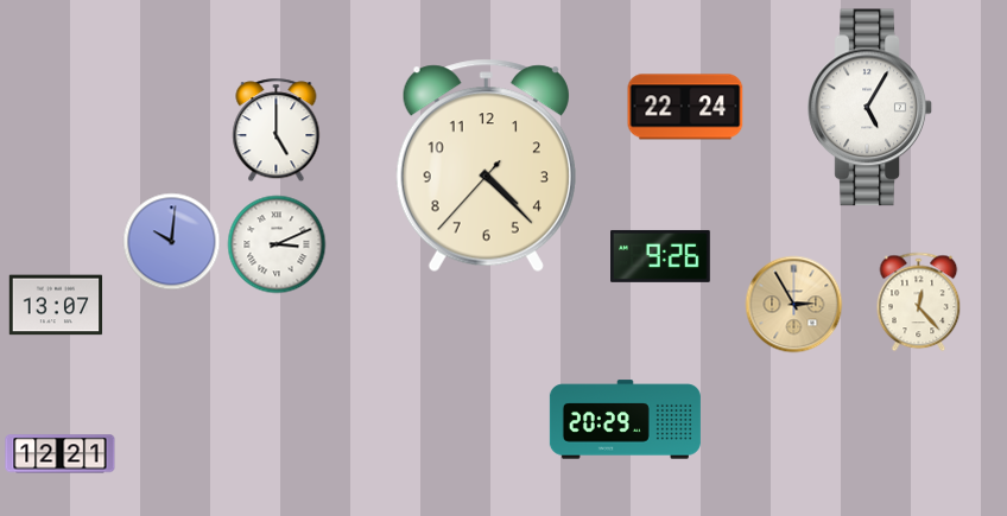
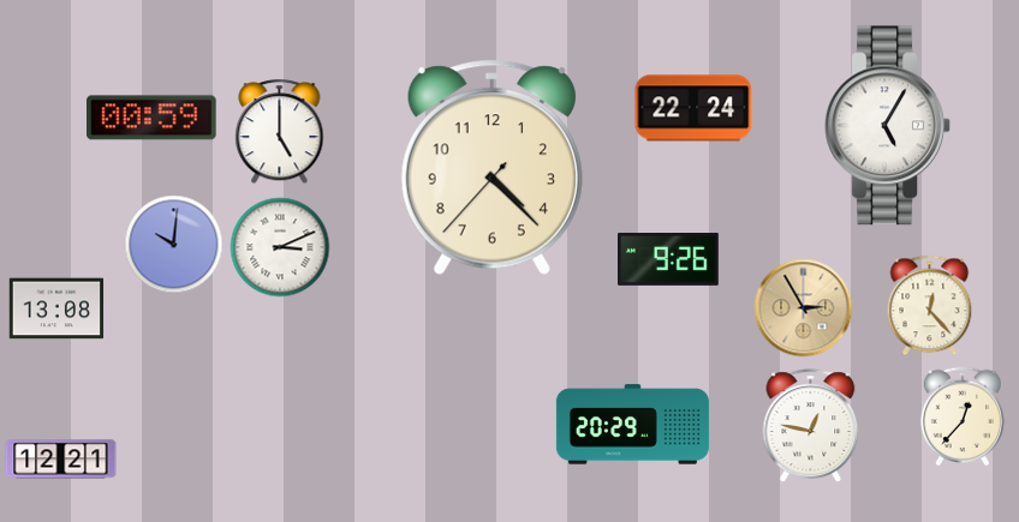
clock at (870, 108) position: (870, 108) -> (888, 126)
clock at (153, 118): none -> 00:59
clock at (56, 305): 13:07 -> 13:08
clock at (963, 415): none -> 12:37
clock at (811, 426): none -> 12:47
